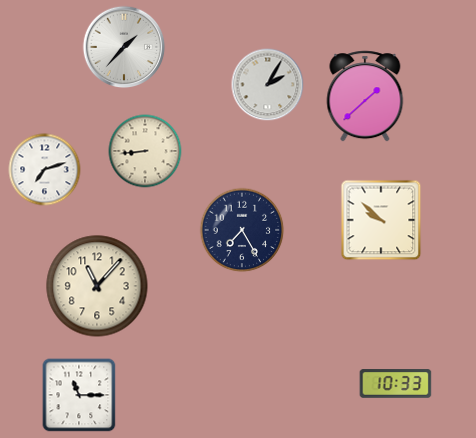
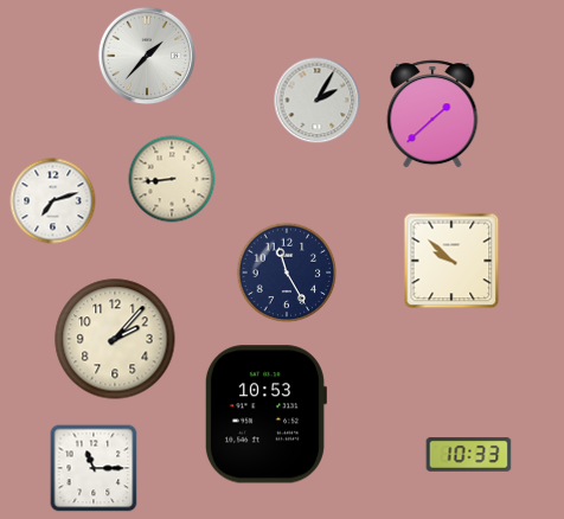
clock at (242, 230): 7:25 -> 11:25
clock at (97, 286): 11:07 -> 2:07
clock at (265, 415): none -> 10:53
